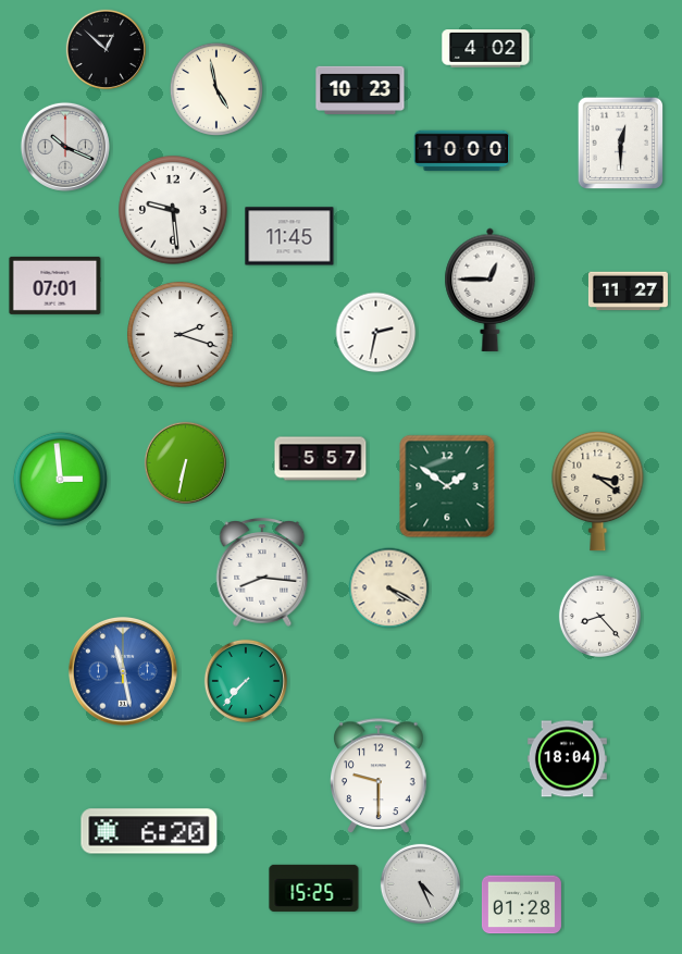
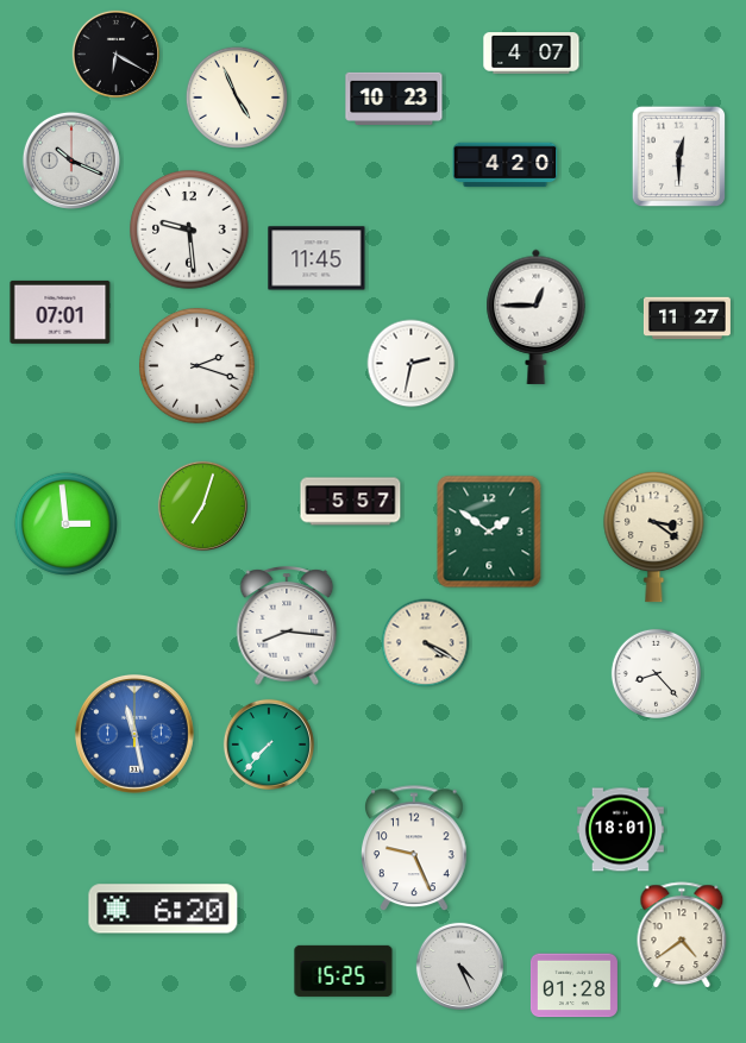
clock at (106, 49): 12:52 -> 6:20
clock at (486, 49): 4:02 -> 4:07
clock at (216, 89): 4:58 -> 4:56
clock at (462, 151): 10:00 -> 4:20
clock at (185, 462): 6:32 -> 7:03
clock at (567, 759): 18:04 -> 18:01
clock at (380, 777): 9:30 -> 9:26
clock at (682, 936): none -> 4:39
clock at (521, 905) position: (521, 905) -> (573, 986)
